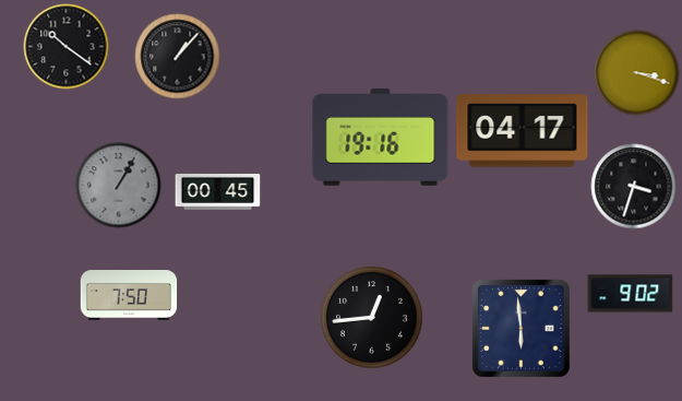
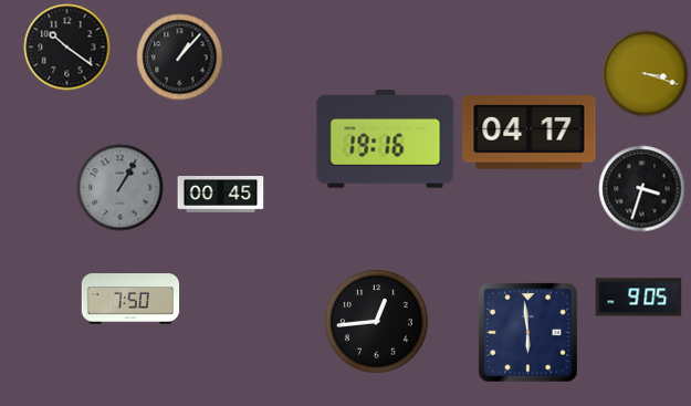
clock at (630, 294): 9:02 -> 9:05
